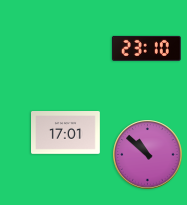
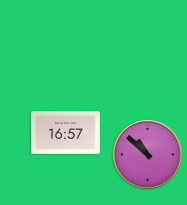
clock at (146, 48): 23:10 -> none
clock at (66, 133): 17:01 -> 16:57
